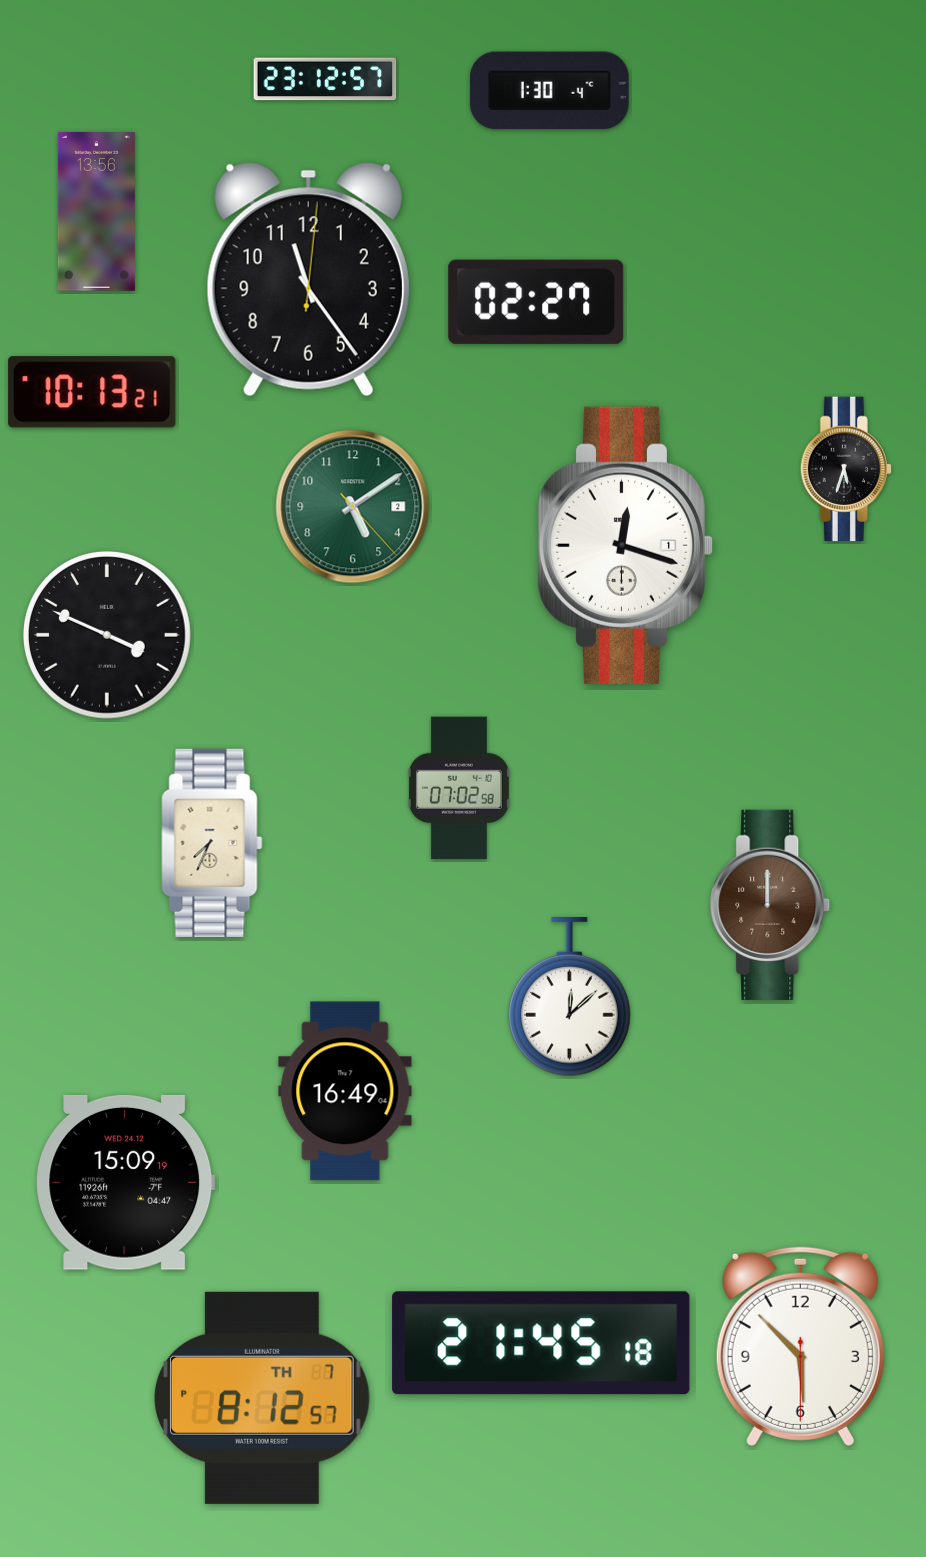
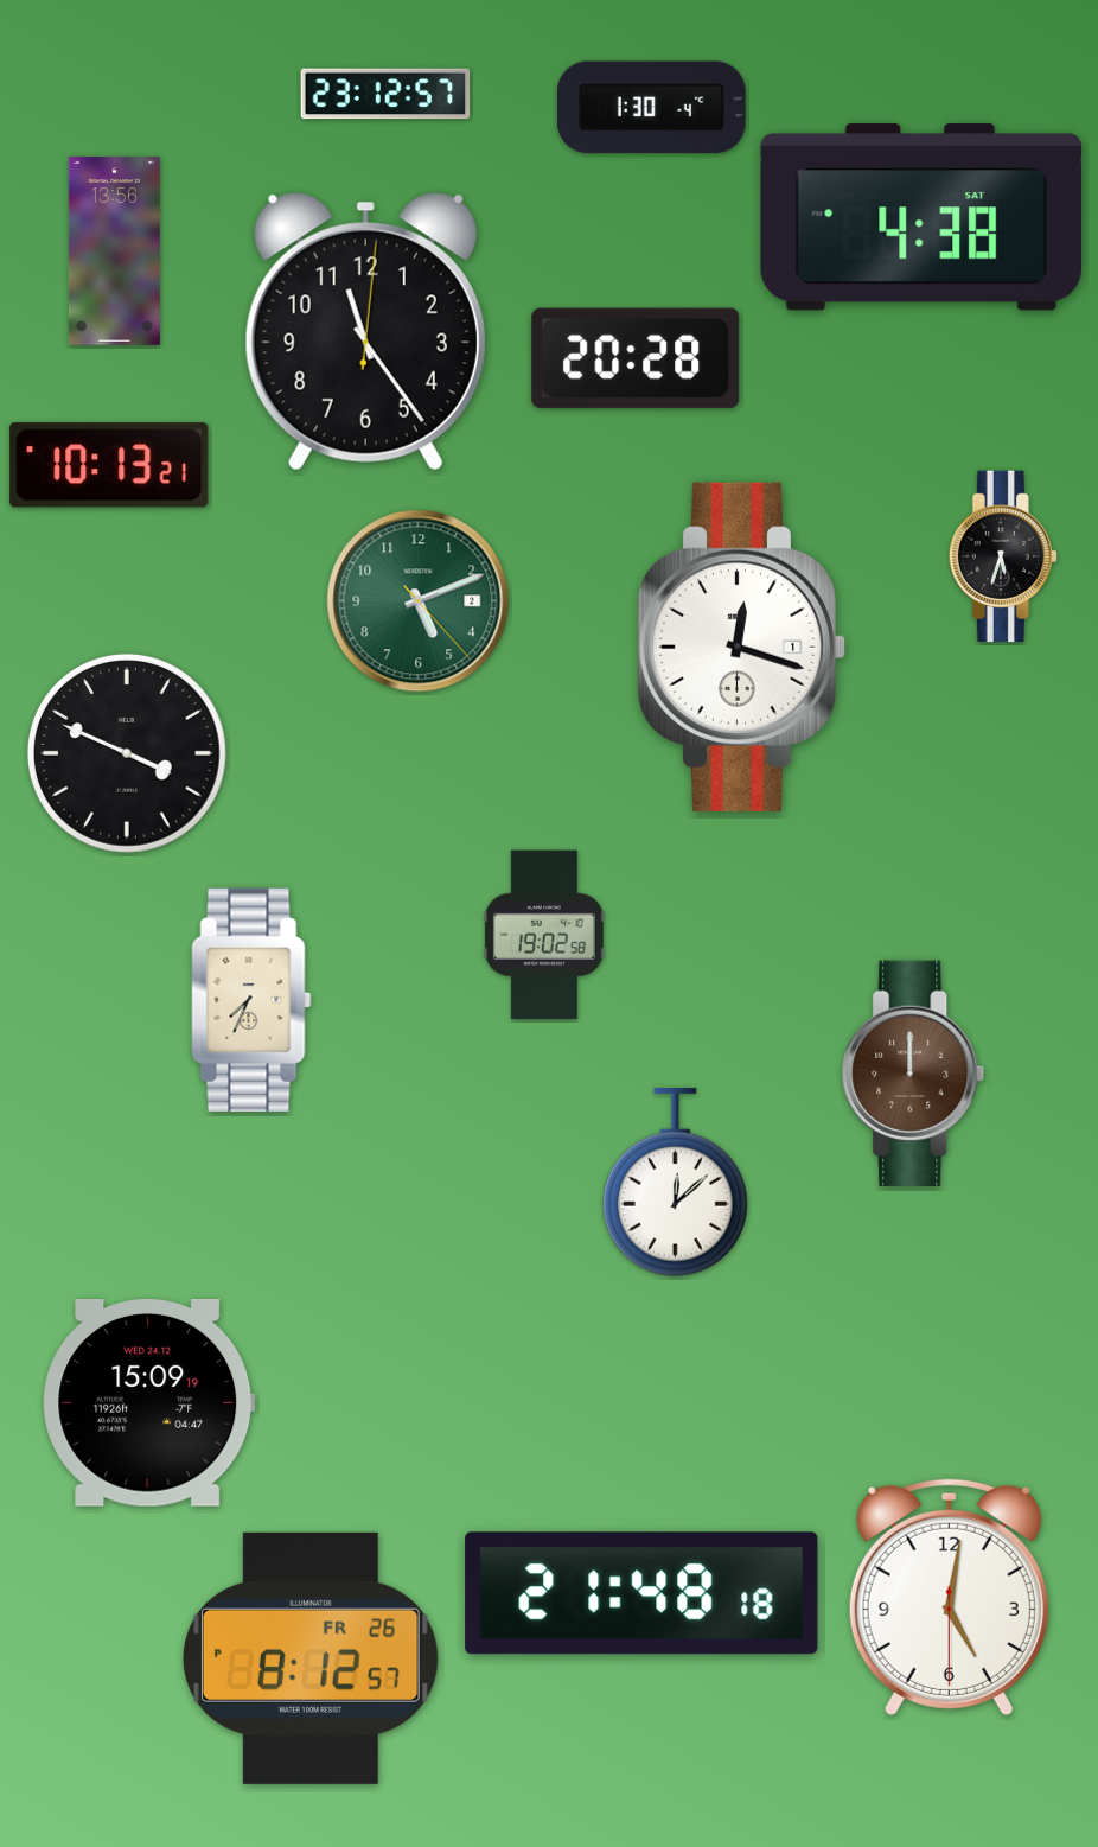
clock at (920, 217): none -> 4:38
clock at (536, 302): 02:27 -> 20:28
clock at (353, 507): 5:09 -> 5:11
clock at (459, 788): 07:02 -> 19:02
clock at (345, 1091): 16:49 -> none
clock at (541, 1343): 21:45 -> 21:48
clock at (800, 1346): 5:52 -> 5:01
clock at (263, 1398) date: TH 7 -> FR 26
